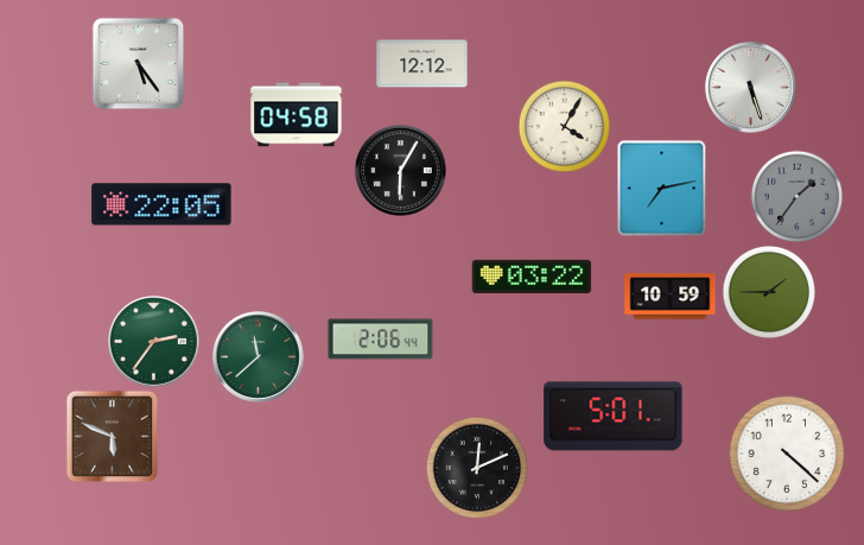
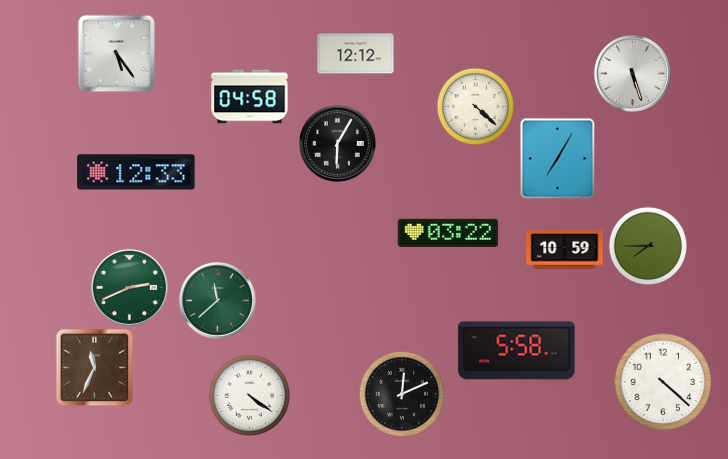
clock at (564, 126): 4:05 -> 4:22
clock at (662, 188): 7:13 -> 7:05
clock at (796, 196): 1:36 -> none
clock at (161, 204): 22:05 -> 12:33
clock at (768, 291): 1:45 -> 7:45
clock at (381, 340): 2:06 -> none
clock at (154, 342): 2:36 -> 2:41
clock at (614, 417): 5:01 -> 5:58
clock at (112, 436): 5:49 -> 11:34
clock at (249, 395): none -> 4:21
